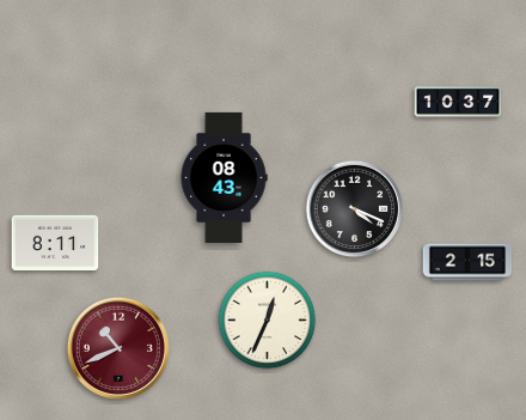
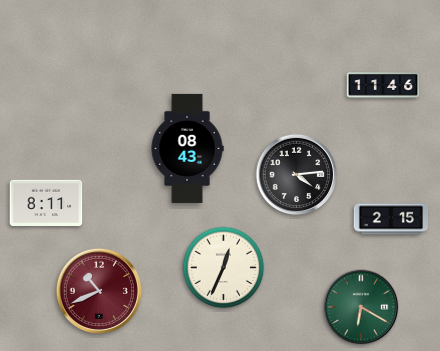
clock at (458, 102): 10:37 -> 11:46
clock at (355, 209): 4:19 -> 4:14
clock at (361, 307): none -> 6:20
